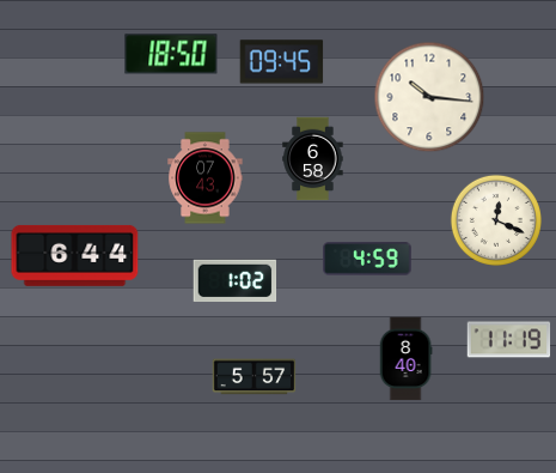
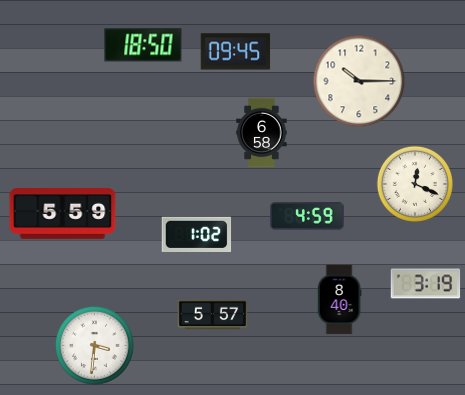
clock at (429, 97): 10:16 -> 10:15
clock at (206, 178): 07:43 -> none
clock at (75, 255): 6:44 -> 5:59
clock at (509, 340): 11:19 -> 3:19
clock at (95, 346): none -> 3:31
